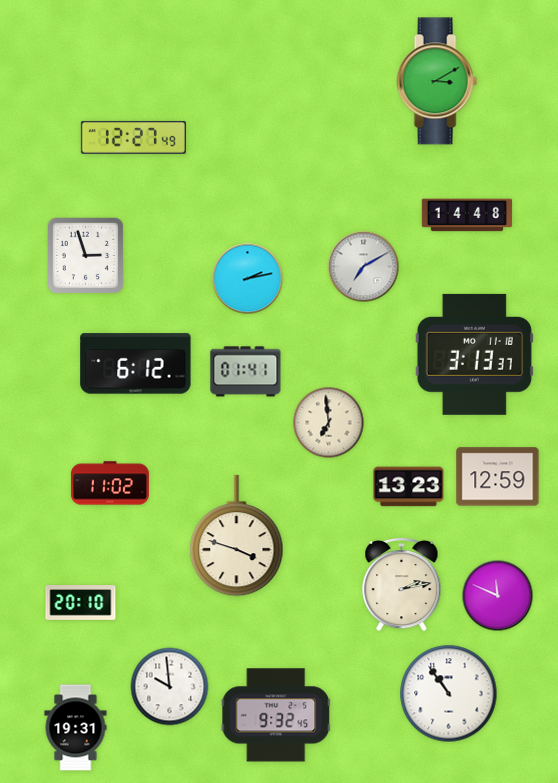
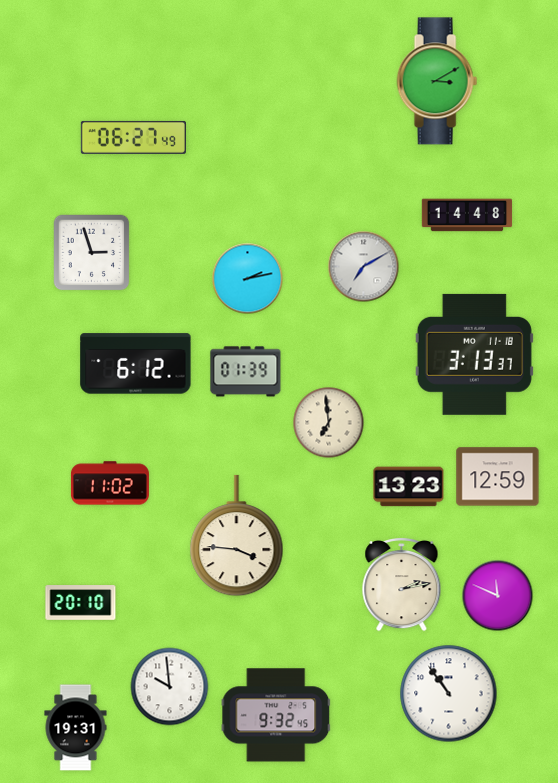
clock at (133, 137): 12:27 -> 06:27
clock at (86, 256) position: (86, 256) -> (92, 253)
clock at (246, 372): 01:41 -> 01:39
clock at (237, 536): 3:48 -> 3:46
